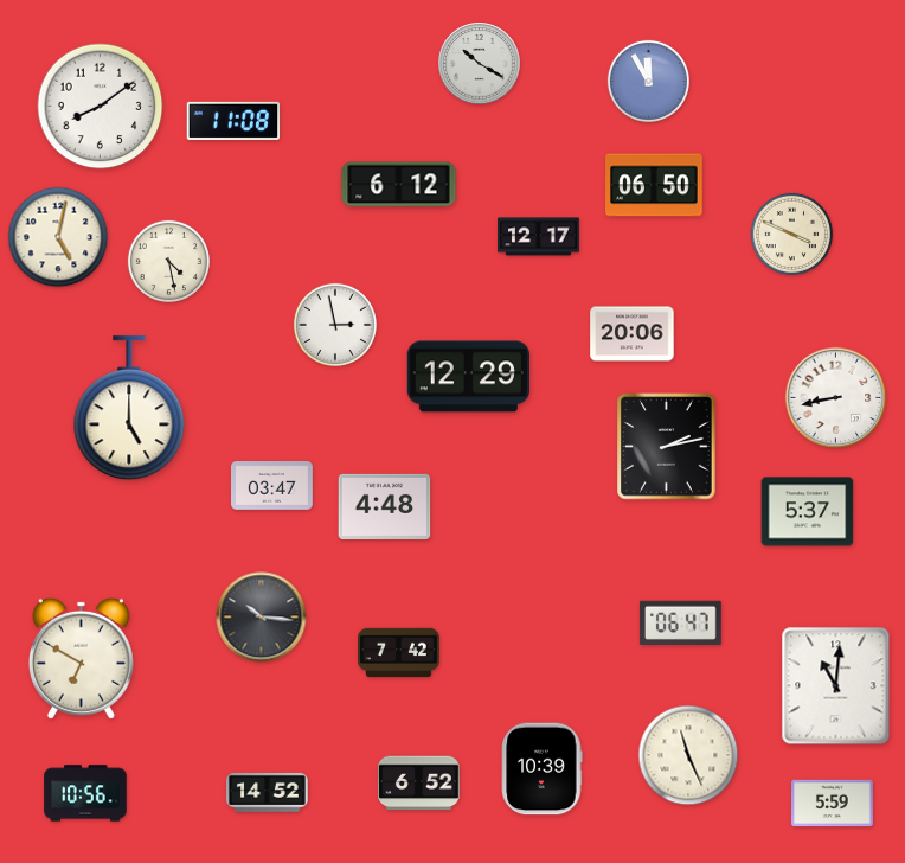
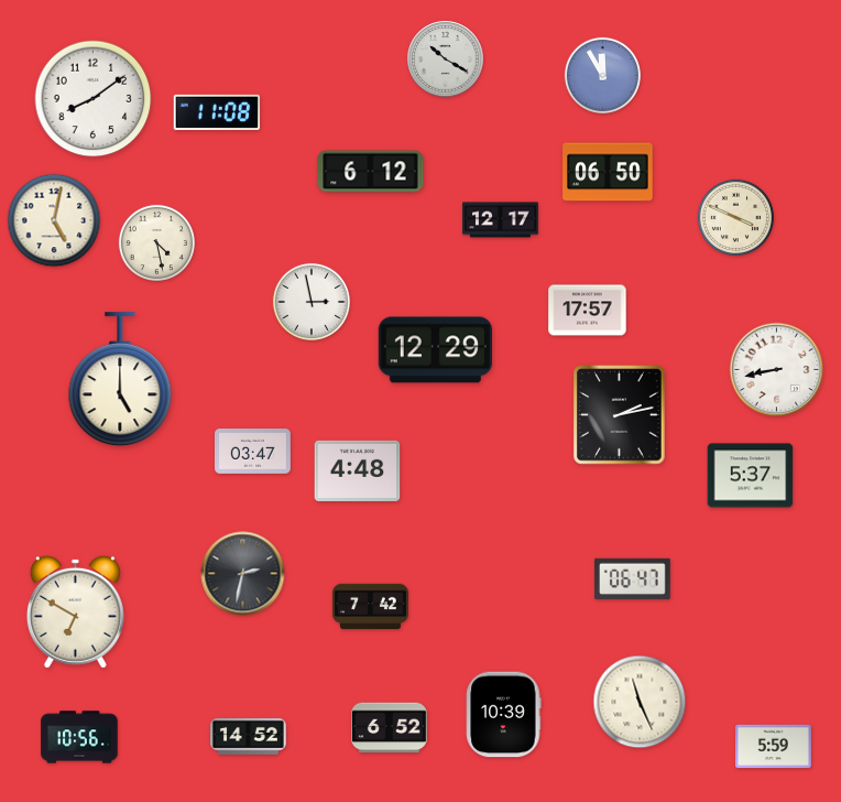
clock at (633, 334): 20:06 -> 17:57
clock at (262, 618): 10:16 -> 2:32
clock at (836, 686): 11:01 -> none
